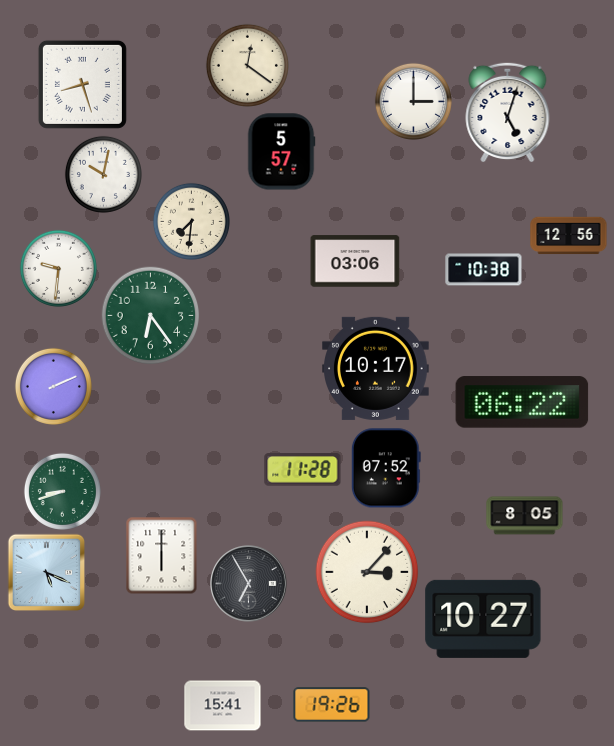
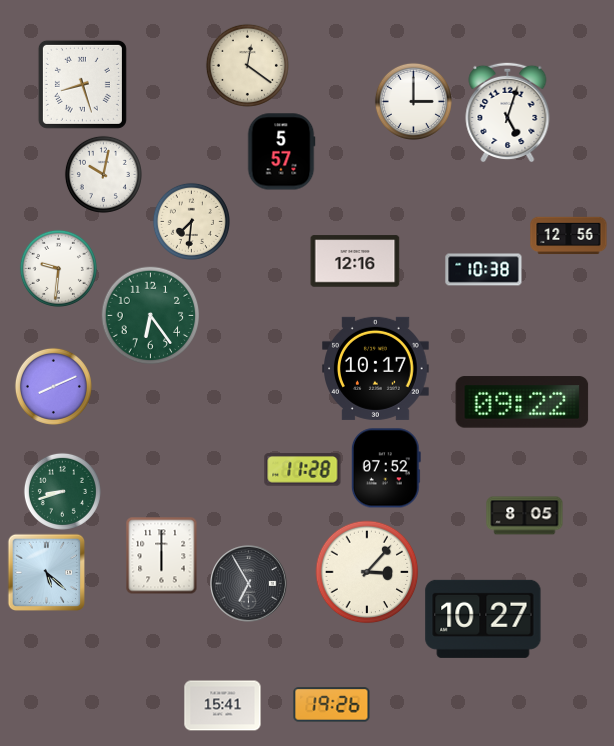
clock at (355, 261): 03:06 -> 12:16
clock at (53, 386): 2:11 -> 8:11
clock at (522, 402): 06:22 -> 09:22
clock at (46, 572): 5:19 -> 5:22
